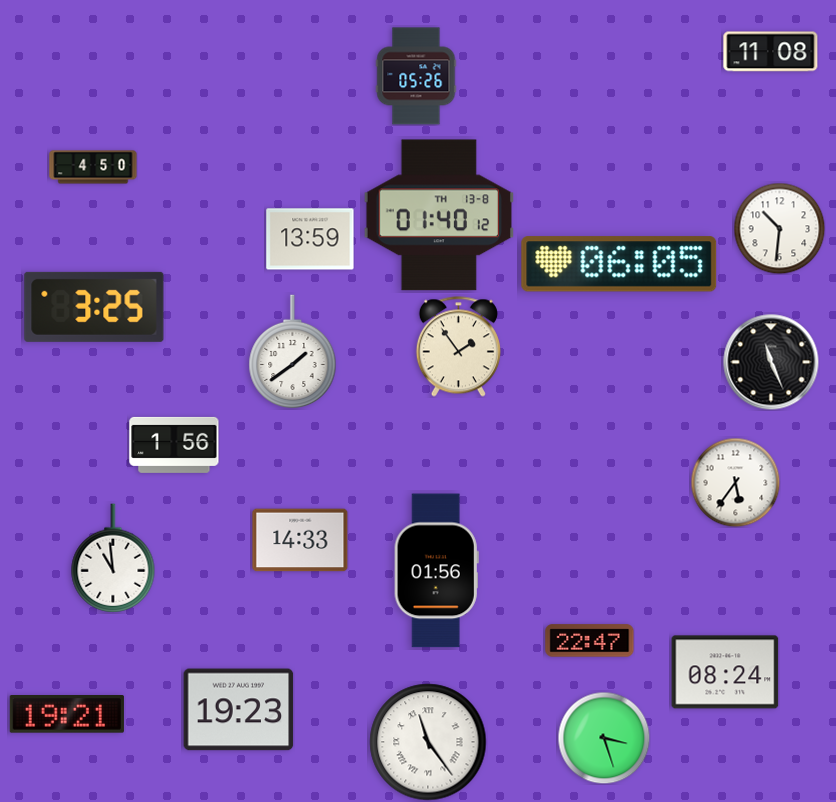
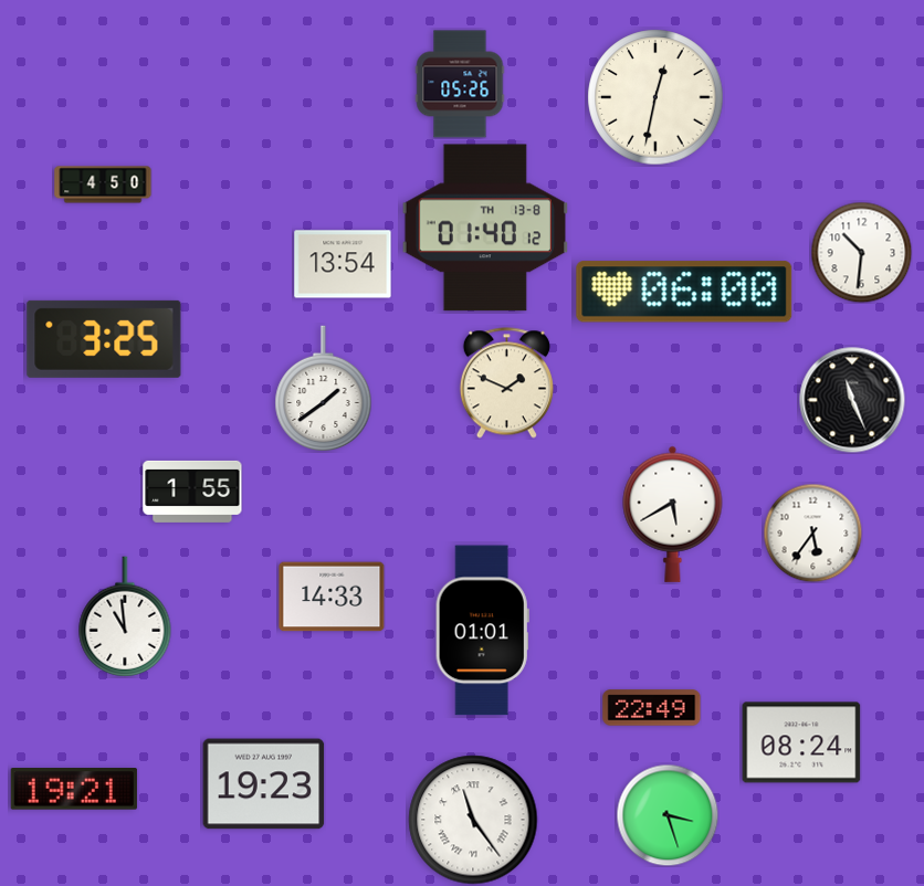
clock at (771, 52): 11:08 -> none
clock at (655, 97): none -> 12:32
clock at (439, 215) position: (439, 215) -> (485, 228)
clock at (310, 239): 13:59 -> 13:54
clock at (619, 264): 06:05 -> 06:00
clock at (458, 347): 1:54 -> 1:49
clock at (174, 445): 1:56 -> 1:55
clock at (673, 514): none -> 5:40
clock at (436, 571): 01:56 -> 01:01
clock at (590, 641): 22:47 -> 22:49
